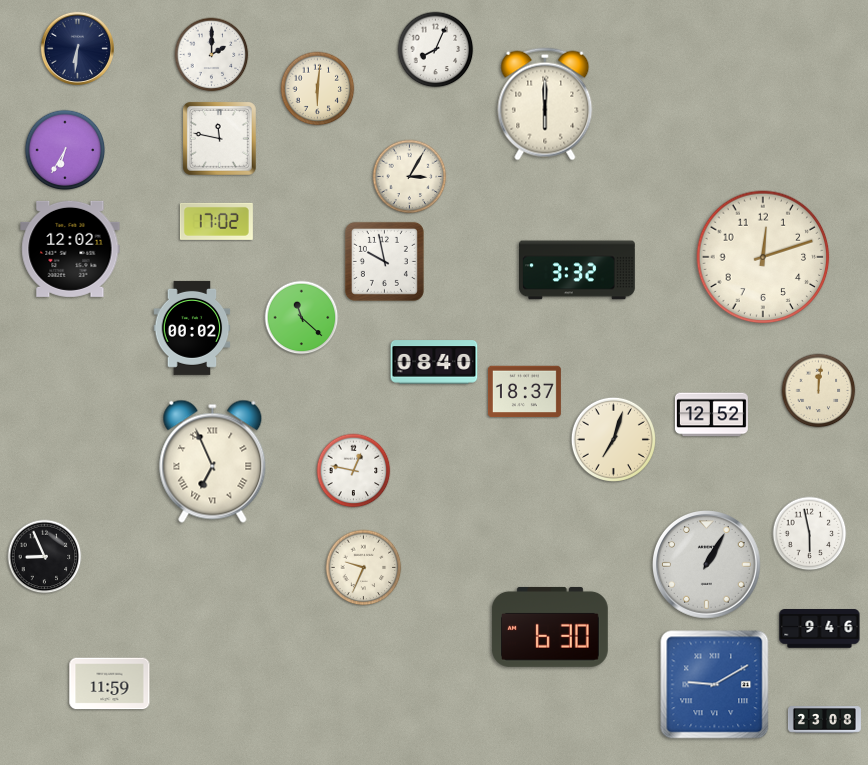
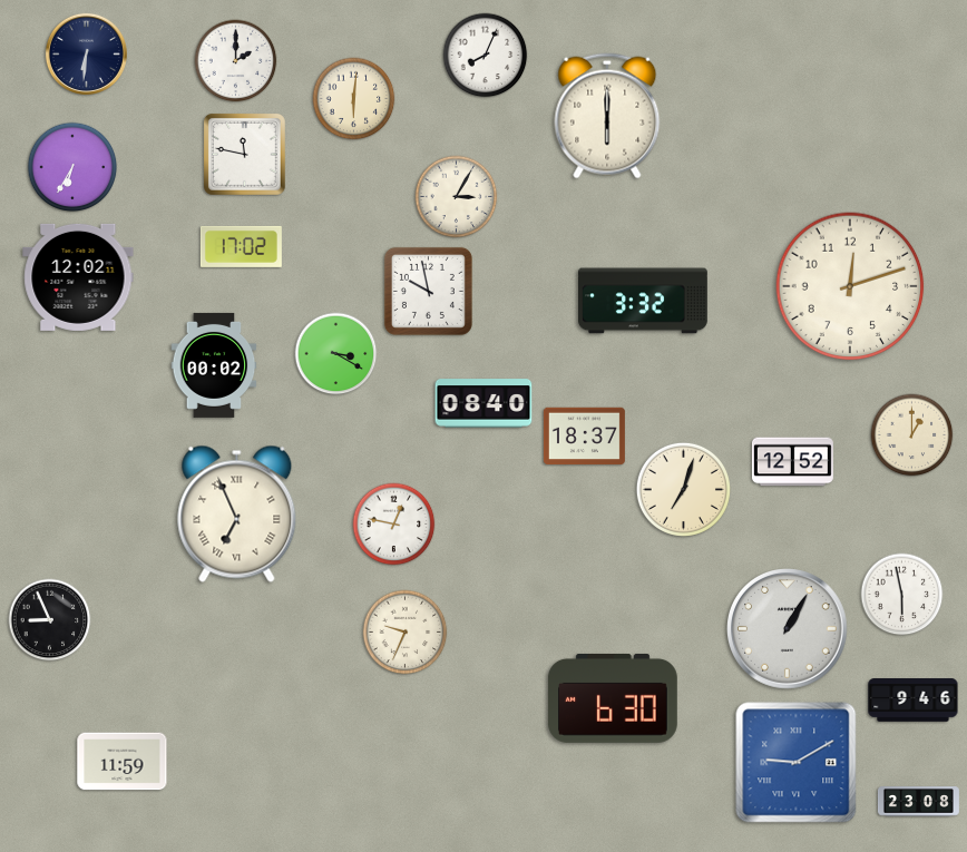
clock at (302, 318): 11:22 -> 3:20
clock at (819, 391): 12:01 -> 1:00
